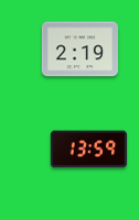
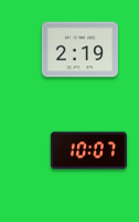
clock at (88, 150): 13:59 -> 10:07
